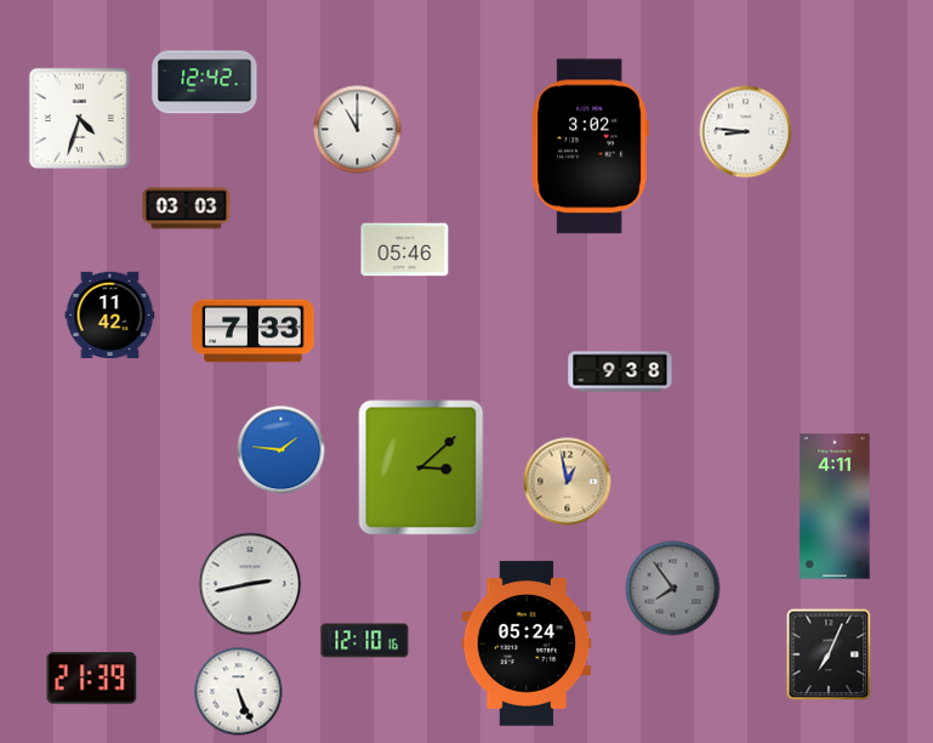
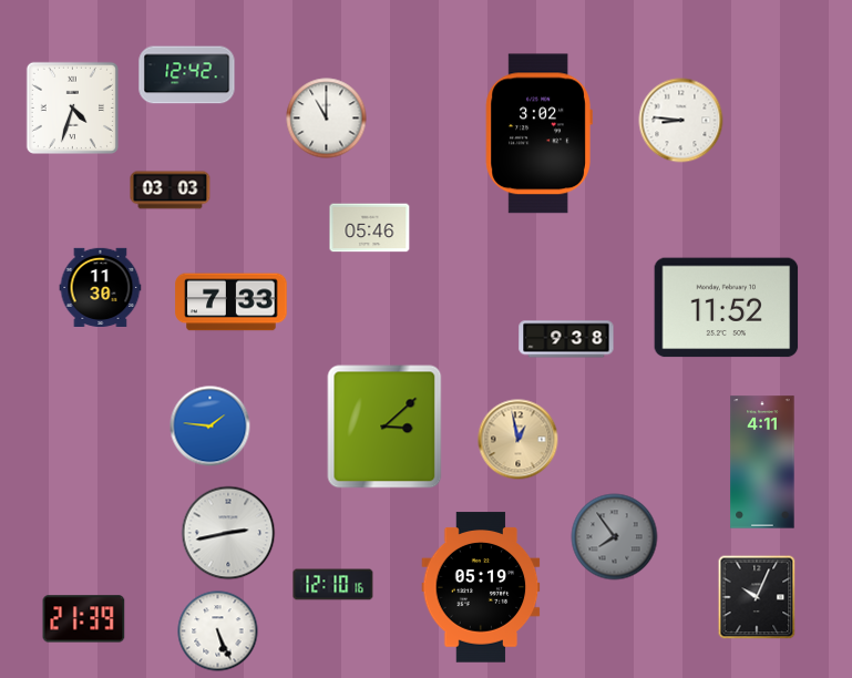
clock at (110, 314): 11:42 -> 11:30
clock at (727, 308): none -> 11:52
clock at (281, 450) position: (281, 450) -> (211, 427)
clock at (527, 643): 05:24 -> 05:19
clock at (829, 654): 7:04 -> 10:04
